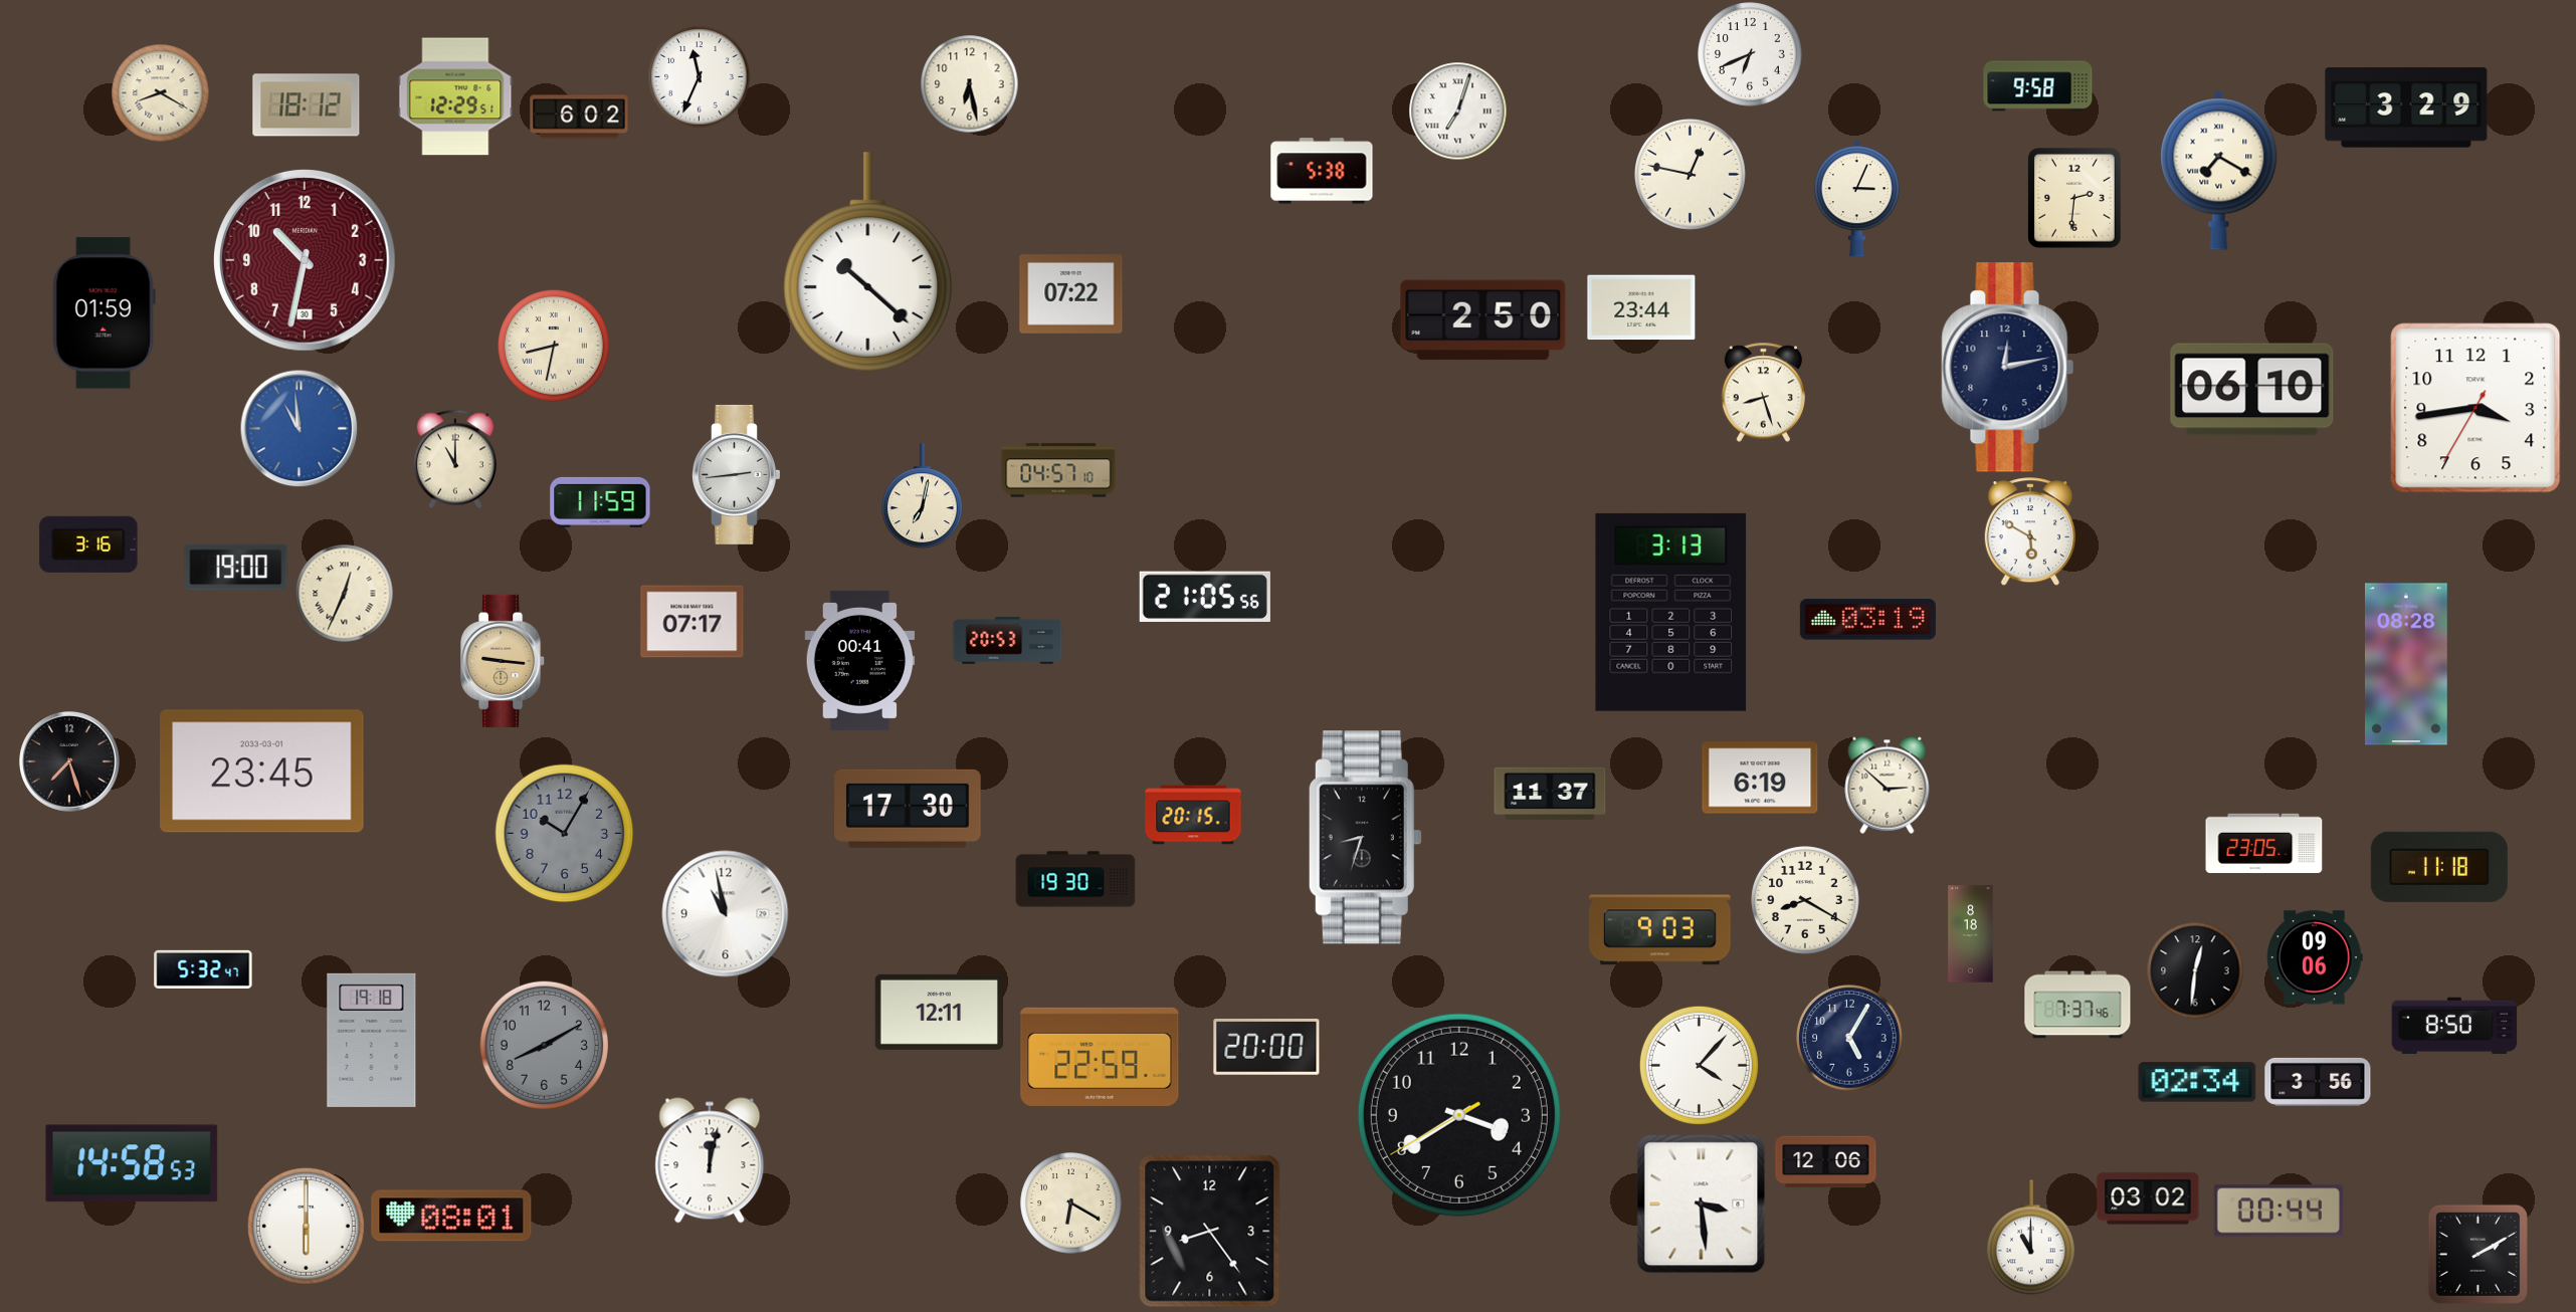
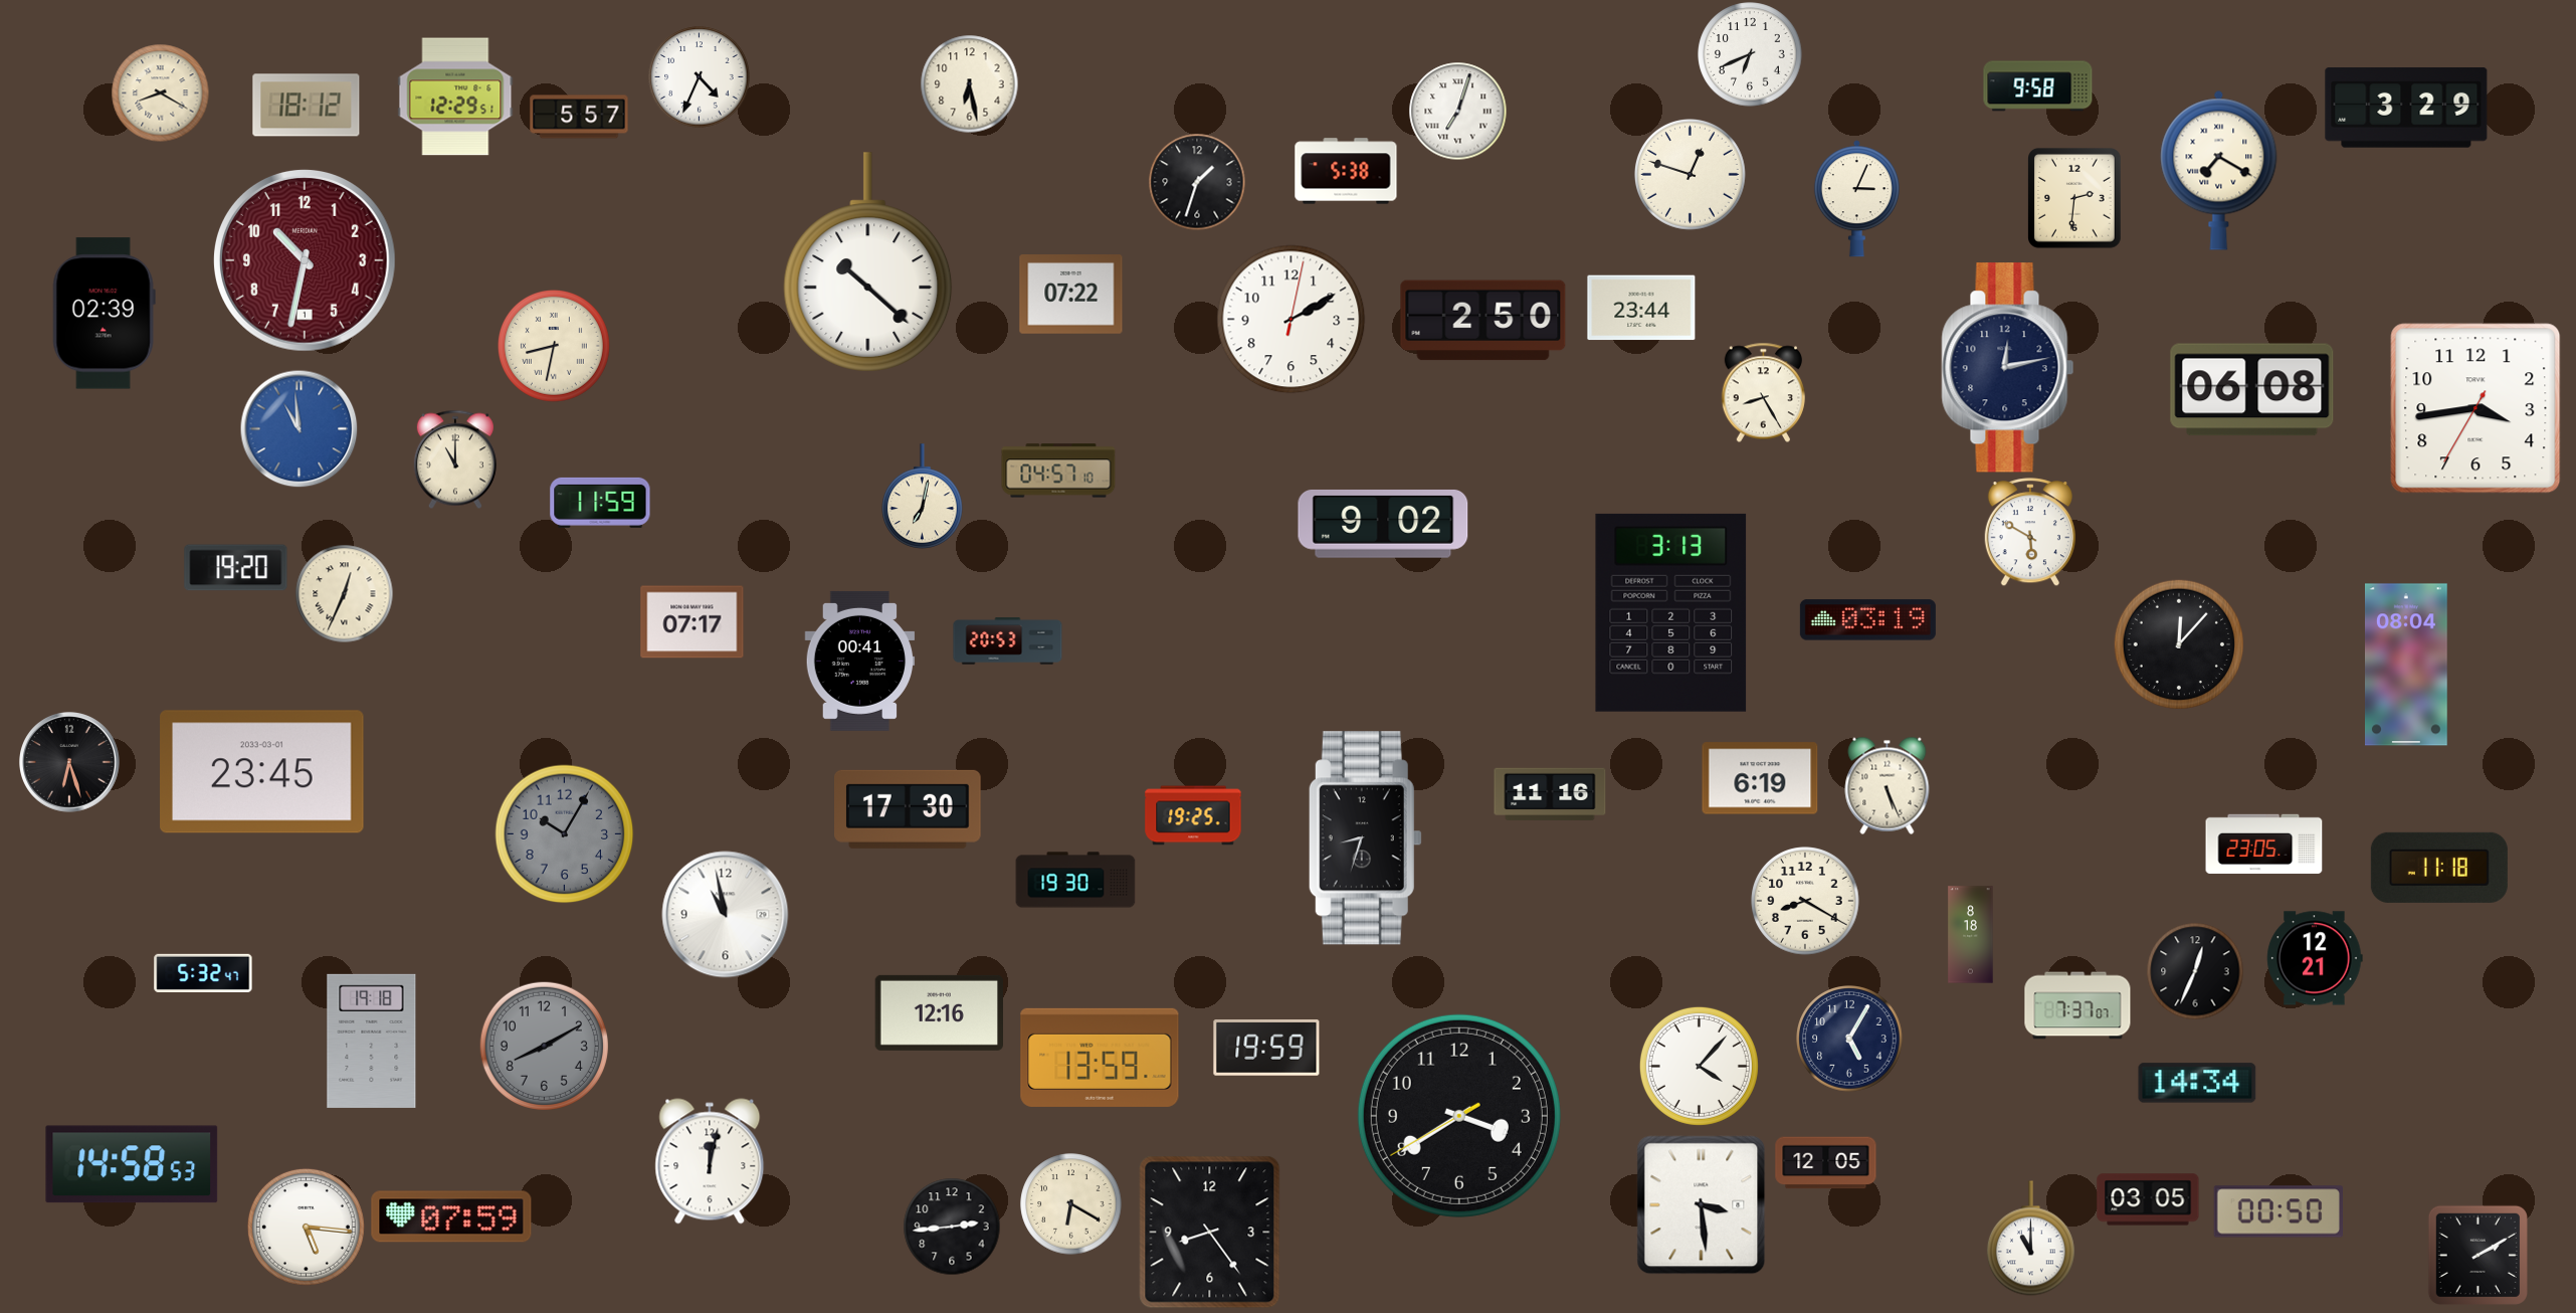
clock at (700, 77): 11:34 -> 4:34
clock at (579, 117): 6:02 -> 5:57
clock at (1322, 171) position: (1322, 171) -> (1346, 171)
clock at (1691, 175): 12:47 -> 12:48
clock at (1197, 182): none -> 1:33
clock at (305, 260) date: 30 -> 1
clock at (104, 313): 01:59 -> 02:39
clock at (1292, 320): none -> 2:10
clock at (2252, 390): 06:10 -> 06:08
clock at (1763, 392): 8:27 -> 8:25
clock at (737, 474): 2:44 -> none
clock at (1383, 524): none -> 9:02
clock at (88, 544): 3:16 -> none
clock at (236, 568): 19:00 -> 19:20
clock at (1205, 596): 21:05 -> none
clock at (2178, 643): none -> 12:07
clock at (504, 661): 9:16 -> none
clock at (2407, 664): 08:28 -> 08:04
clock at (70, 762): 7:27 -> 6:27
clock at (1888, 785): 2:52 -> 5:26
clock at (1550, 794): 11:37 -> 11:16
clock at (1193, 815): 20:15 -> 19:25
clock at (1659, 930): 9:03 -> none
clock at (2315, 957): 09:06 -> 12:21
clock at (203, 969) position: (203, 969) -> (203, 973)
clock at (2195, 970): 12:31 -> 12:34
clock at (2077, 1005): 7:37:46 -> 7:37:07
clock at (939, 1012): 12:11 -> 12:16
clock at (2454, 1026): 8:50 -> none
clock at (1266, 1048): 20:00 -> 19:59
clock at (1100, 1057): 22:59 -> 13:59
clock at (2197, 1082): 02:34 -> 14:34
clock at (2318, 1082): 3:56 -> none
clock at (1826, 1162): 12:06 -> 12:05
clock at (2148, 1198): 03:02 -> 03:05
clock at (2277, 1211): 00:44 -> 00:50
clock at (451, 1216): 08:01 -> 07:59
clock at (306, 1226): 6:00 -> 5:16
clock at (952, 1227): none -> 2:44
